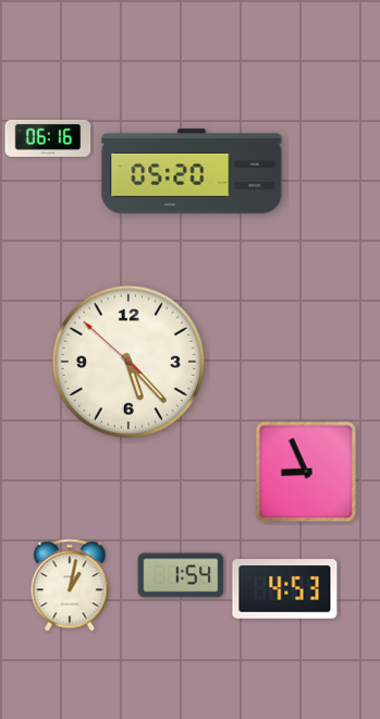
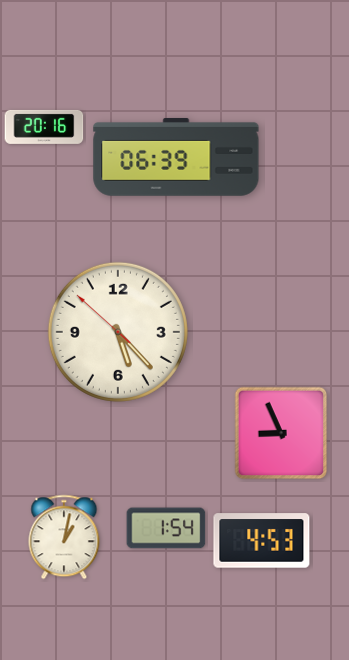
clock at (48, 138): 06:16 -> 20:16
clock at (192, 171): 05:20 -> 06:39
